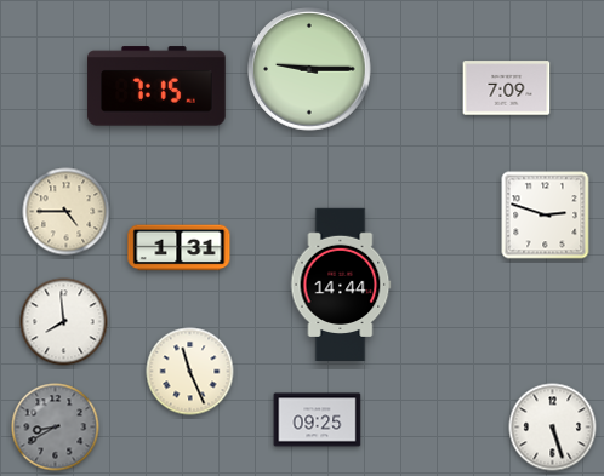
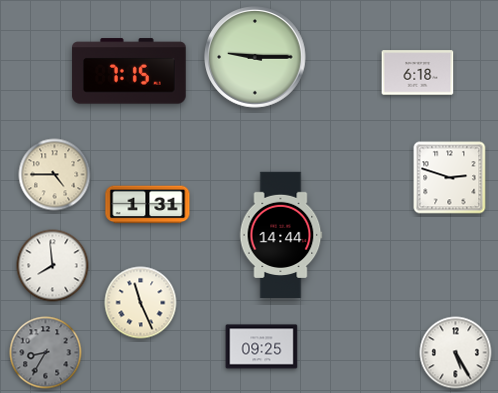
clock at (507, 88): 7:09 -> 6:18
clock at (190, 372) position: (190, 372) -> (141, 303)
clock at (56, 428): 8:40 -> 8:35
clock at (553, 428): 5:27 -> 5:25
